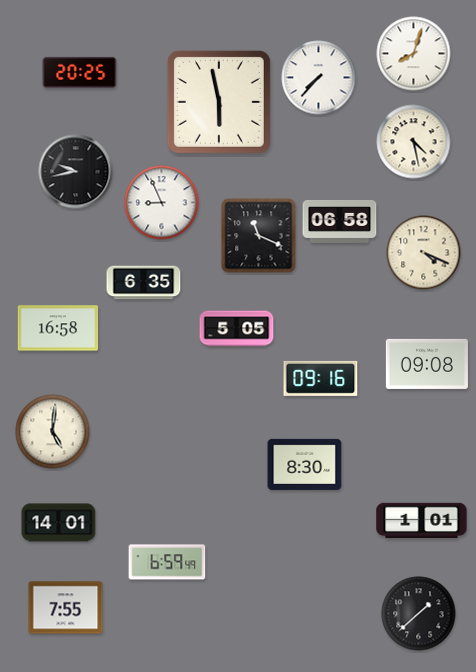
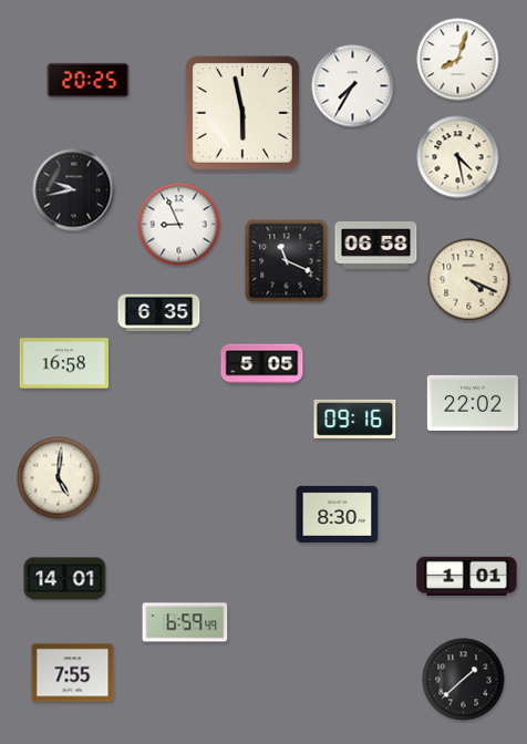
clock at (319, 78): 7:37 -> 7:35
clock at (76, 172) position: (76, 172) -> (74, 190)
clock at (427, 364): 09:08 -> 22:02
